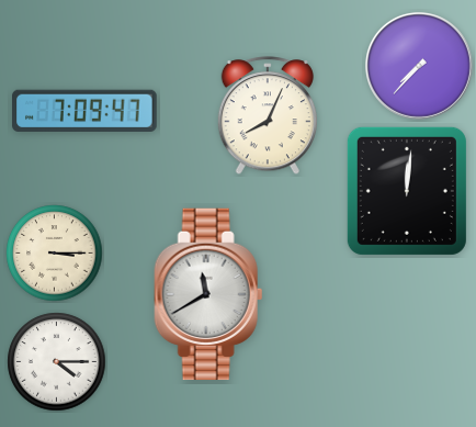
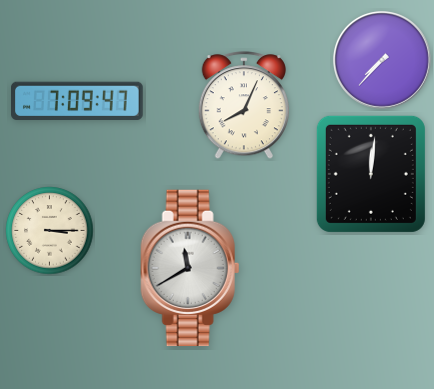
clock at (57, 362): 4:15 -> none
